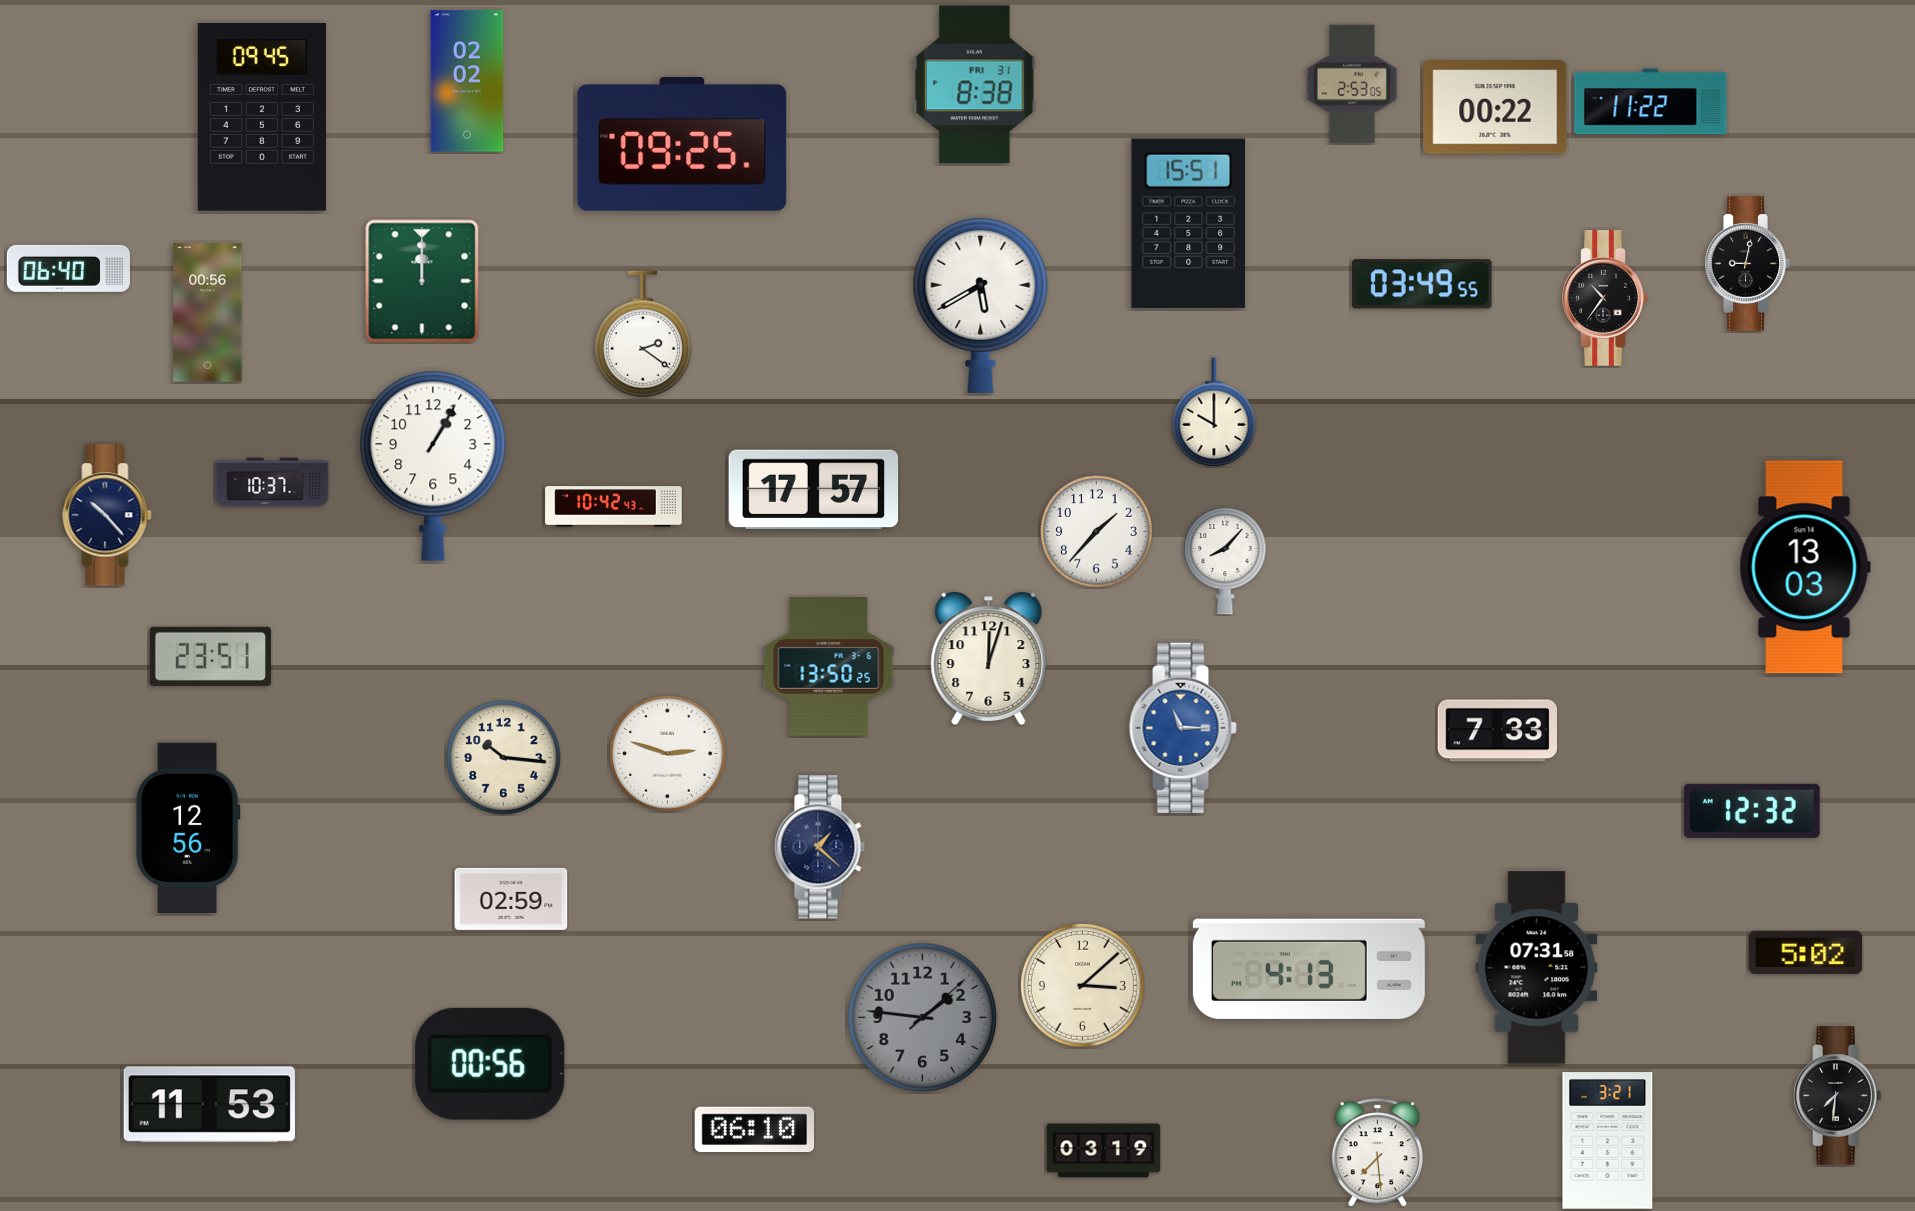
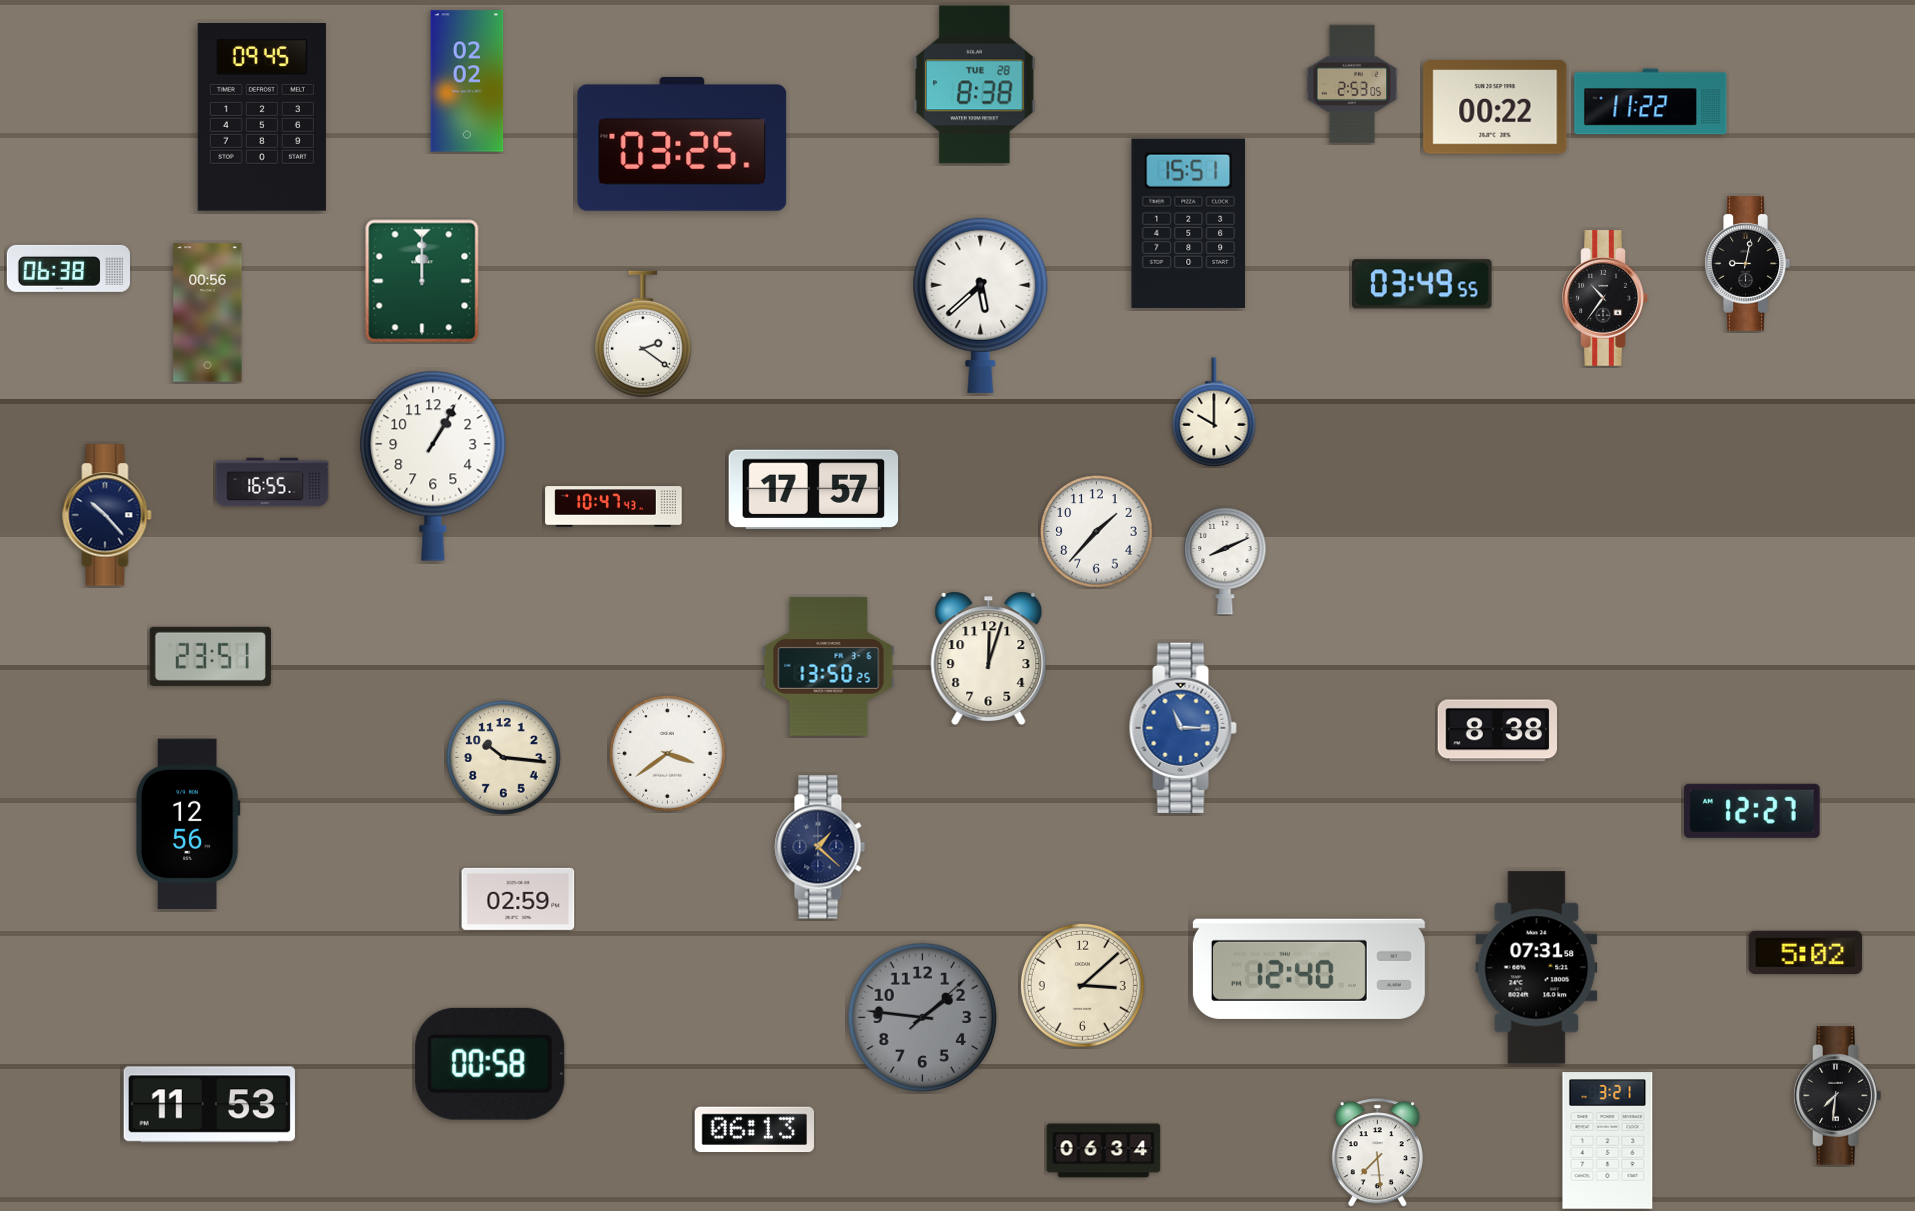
clock at (975, 85) date: FRI 31 -> TUE 28
clock at (682, 144): 09:25 -> 03:25
clock at (68, 268): 06:40 -> 06:38
clock at (981, 305): 5:40 -> 5:38
clock at (272, 482): 10:37 -> 16:55
clock at (614, 507): 10:42 -> 10:47
clock at (1225, 561): 8:07 -> 8:11
clock at (1805, 567): 13:03 -> none
clock at (1498, 731): 7:33 -> 8:38
clock at (668, 754): 2:48 -> 3:39
clock at (1752, 811): 12:32 -> 12:27
clock at (188, 827) position: (188, 827) -> (188, 823)
clock at (511, 899) position: (511, 899) -> (518, 899)
clock at (1309, 969): 4:13 -> 12:40
clock at (490, 1064): 00:56 -> 00:58
clock at (755, 1130): 06:10 -> 06:13
clock at (1104, 1151): 03:19 -> 06:34
